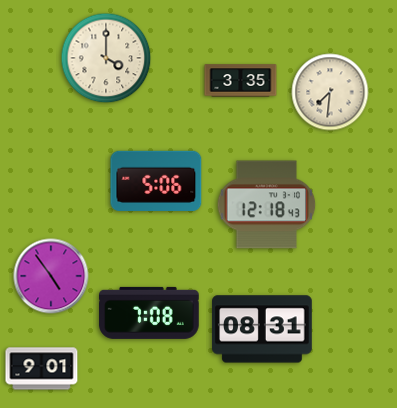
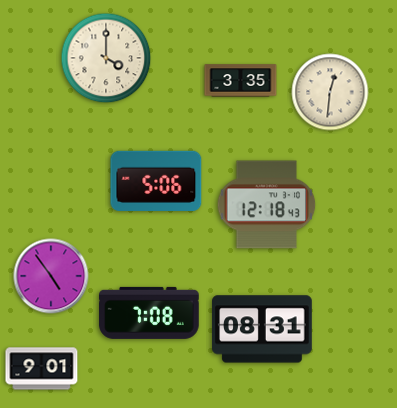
clock at (330, 92): 7:31 -> 12:31
